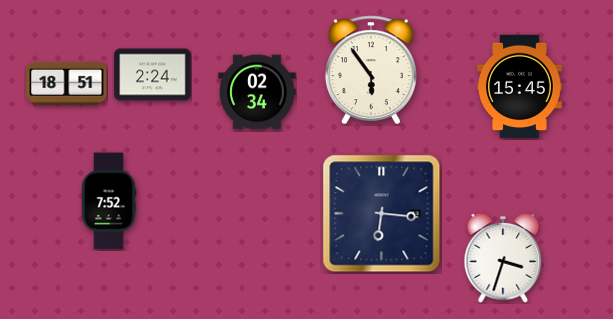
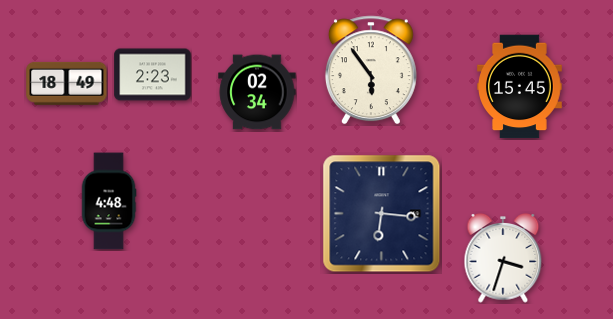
clock at (153, 75): 2:24 -> 2:23
clock at (67, 83): 18:51 -> 18:49
clock at (109, 201): 7:52 -> 4:48
